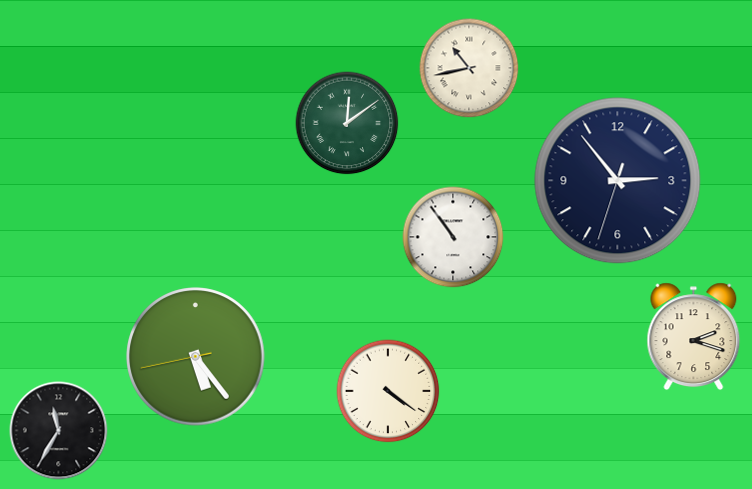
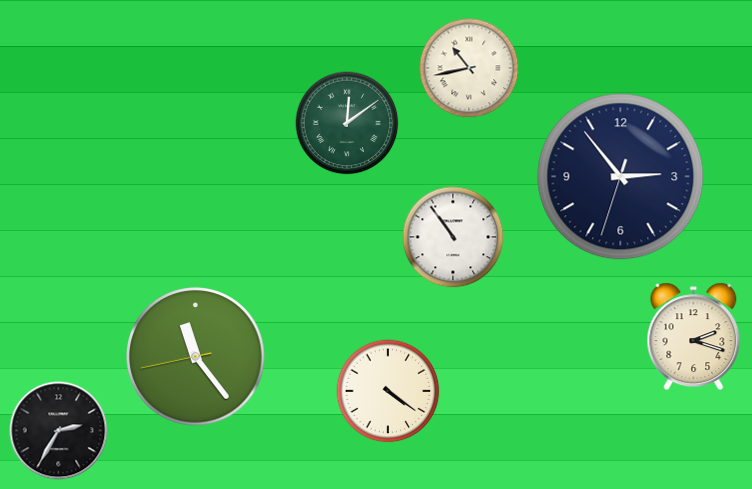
clock at (618, 181) position: (618, 181) -> (621, 177)
clock at (196, 357): 5:23 -> 11:23
clock at (59, 431): 11:35 -> 2:35
